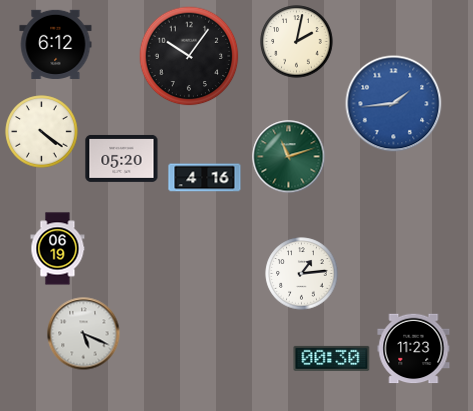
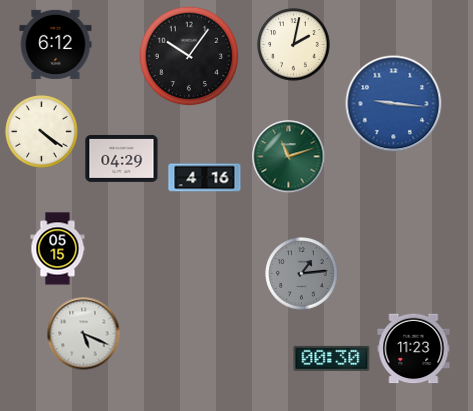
clock at (297, 42) position: (297, 42) -> (294, 45)
clock at (394, 104): 1:44 -> 9:16
clock at (122, 158): 05:20 -> 04:29
clock at (58, 249): 06:19 -> 05:15
clock at (302, 274) dial: white -> grey
